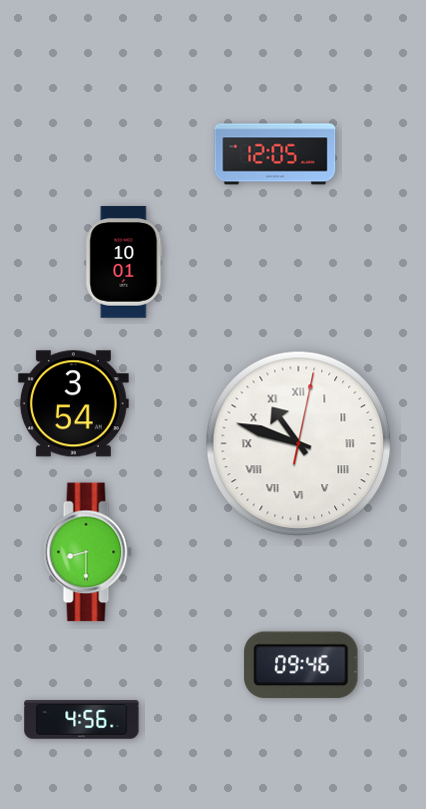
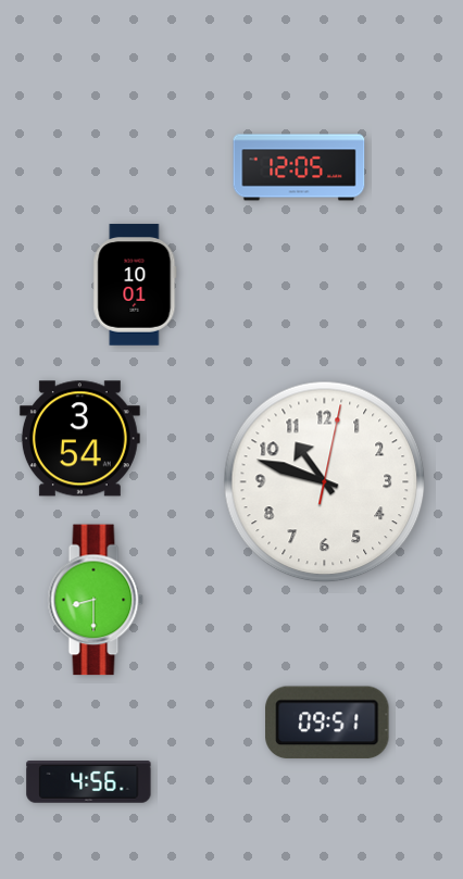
clock at (299, 444) numerals: Roman -> Arabic
clock at (301, 665): 09:46 -> 09:51
